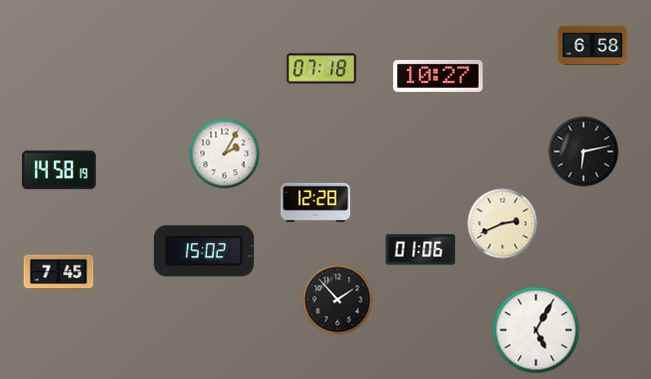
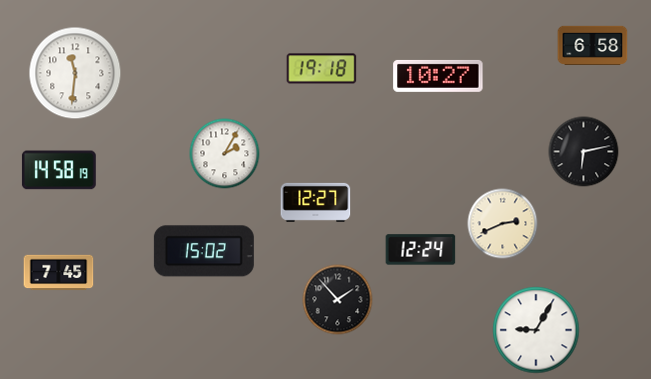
clock at (322, 69): 07:18 -> 19:18
clock at (75, 73): none -> 11:31
clock at (316, 202): 12:28 -> 12:27
clock at (421, 250): 01:06 -> 12:24
clock at (536, 330): 5:05 -> 9:05
